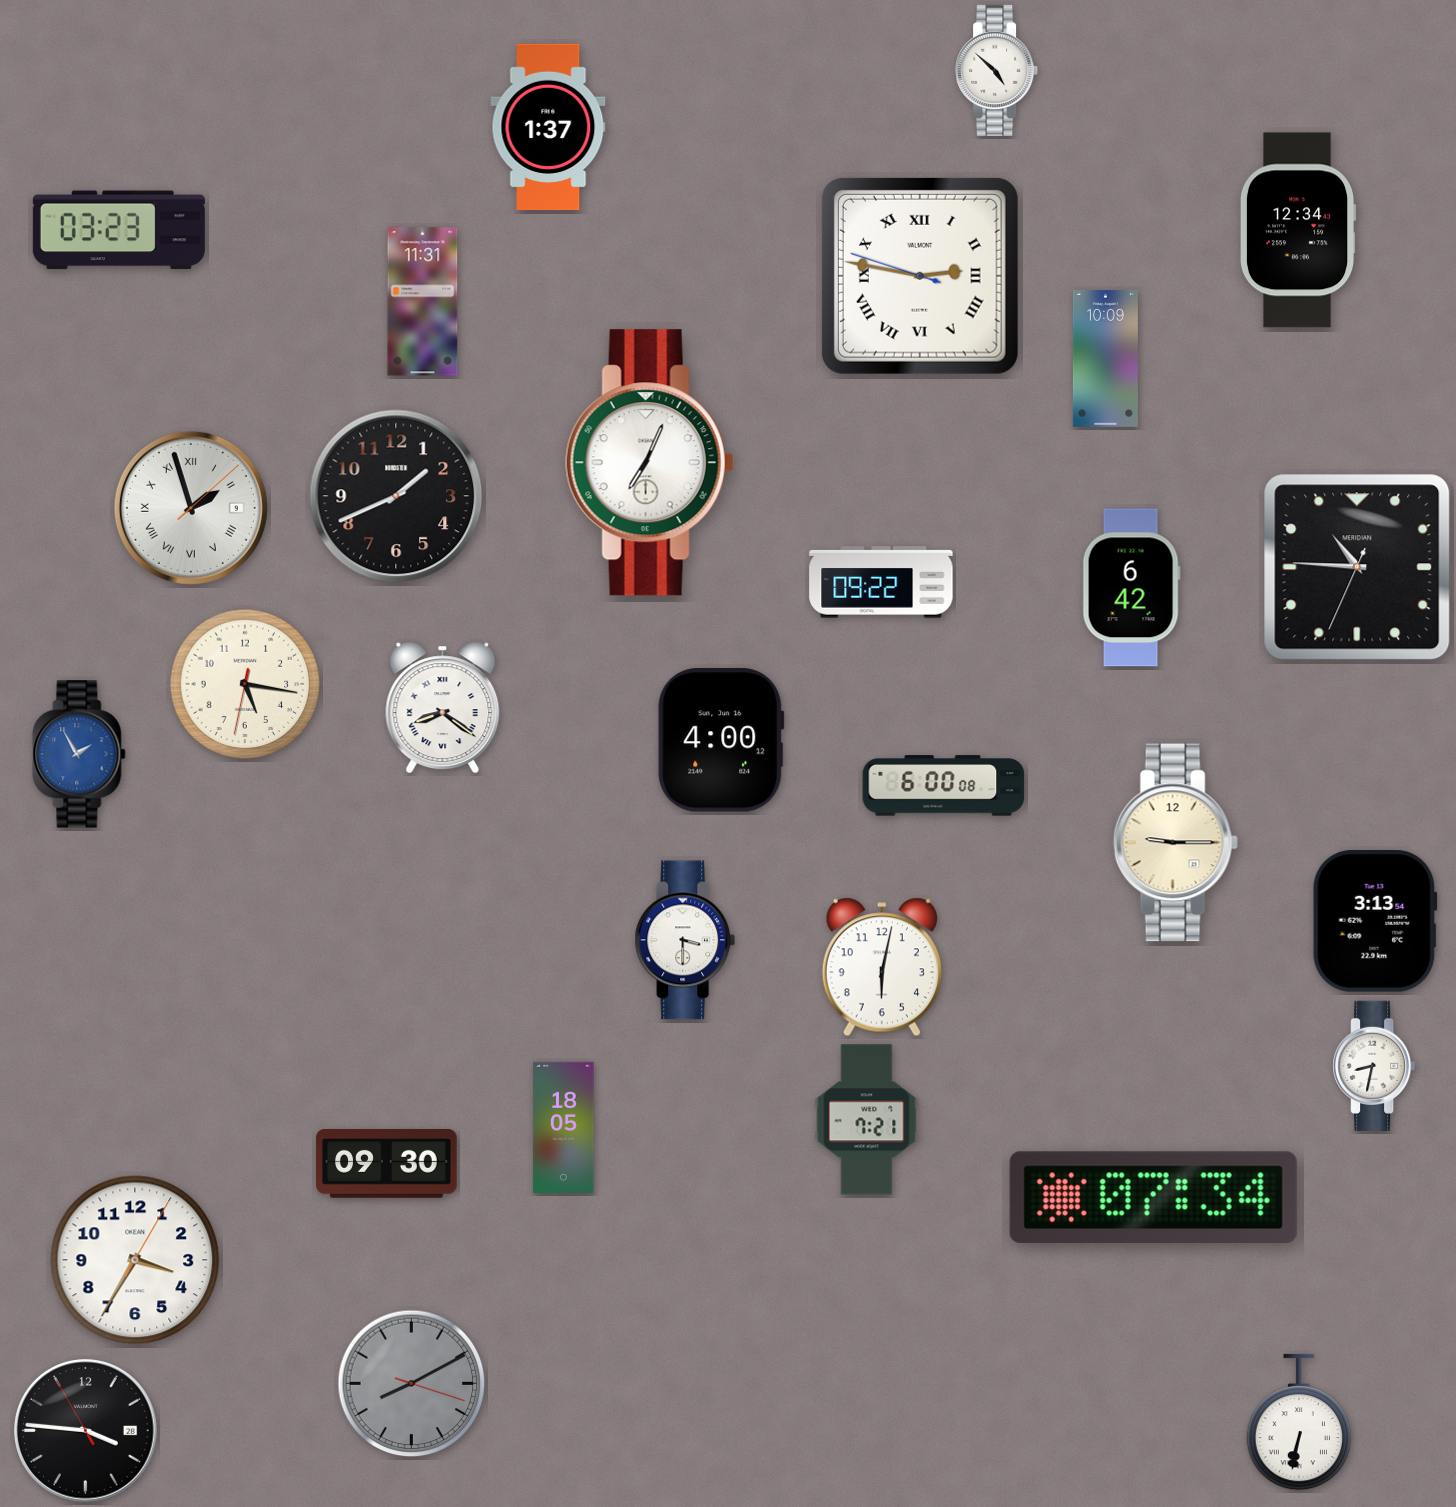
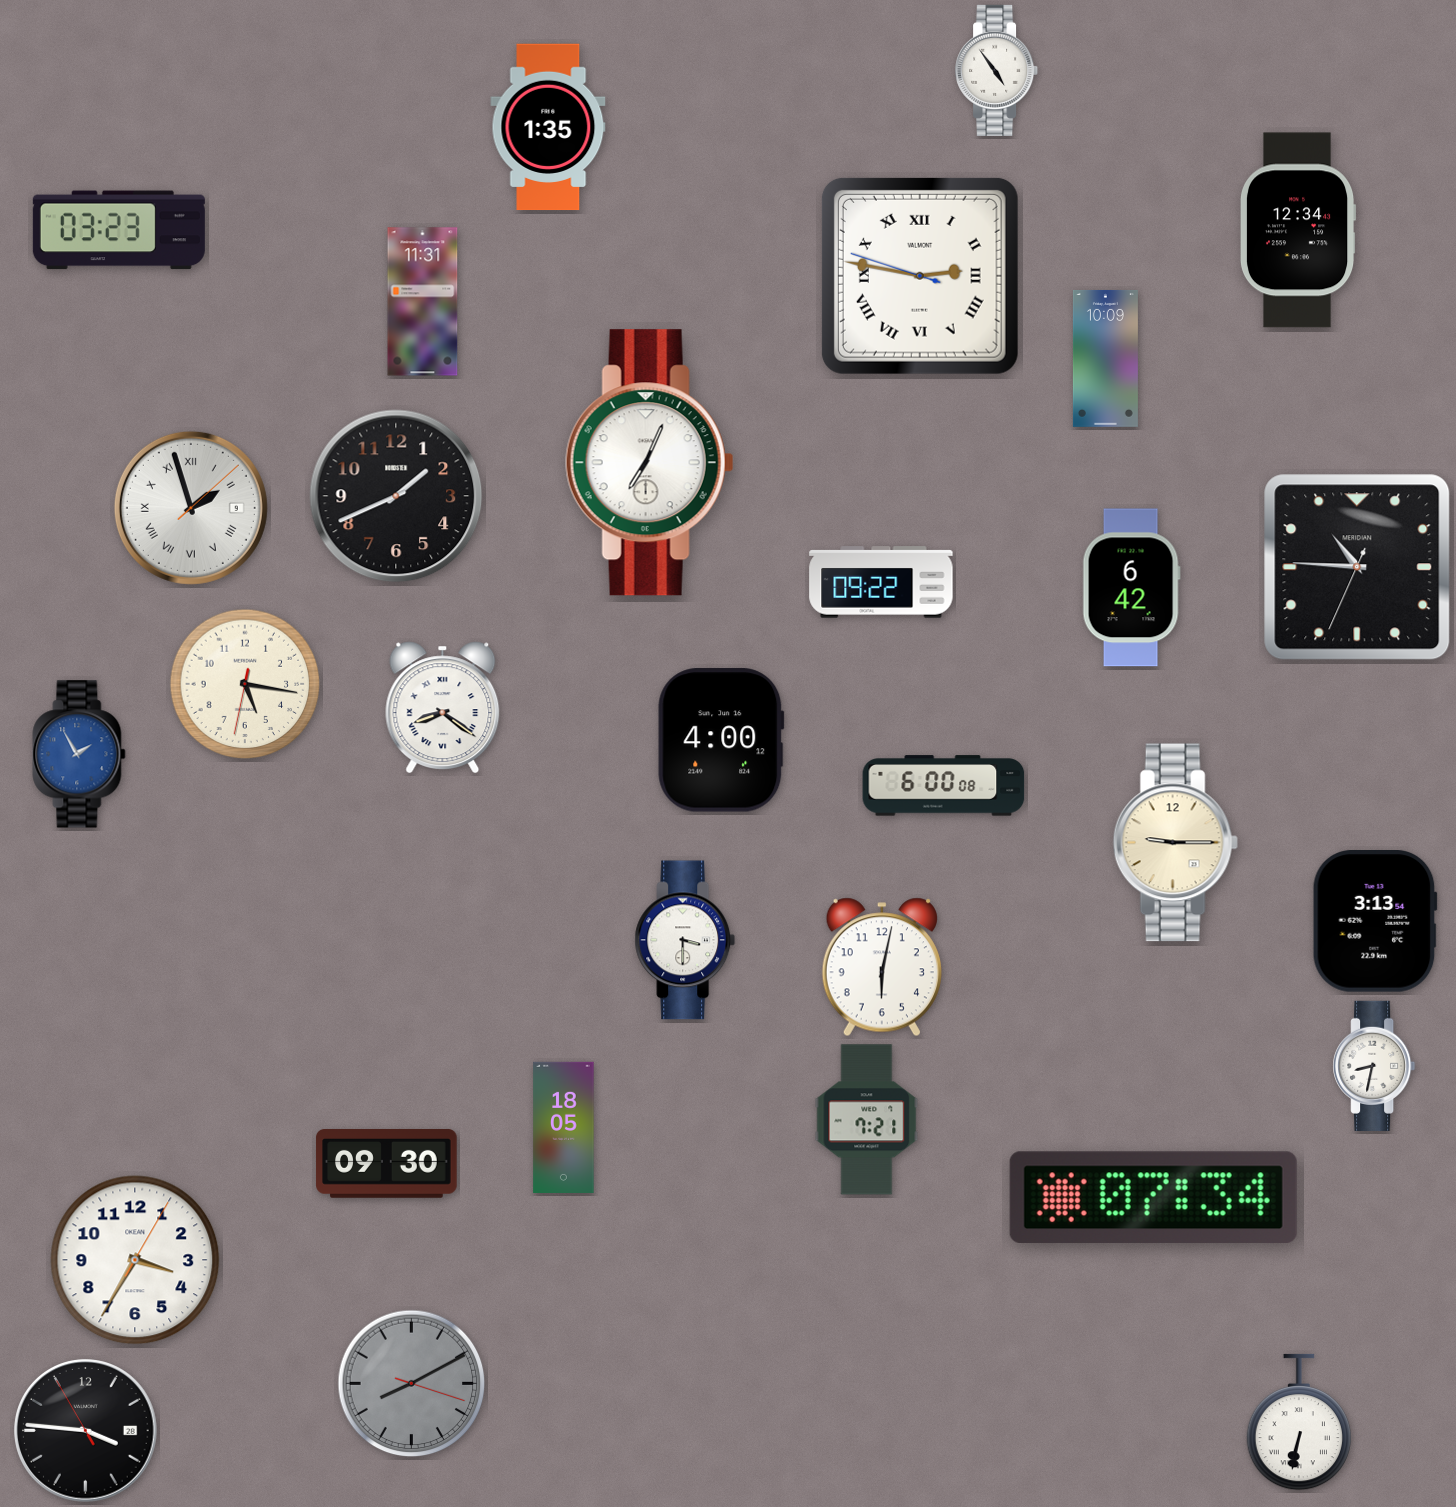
clock at (997, 70): 4:52 -> 4:54
clock at (548, 127): 1:37 -> 1:35
